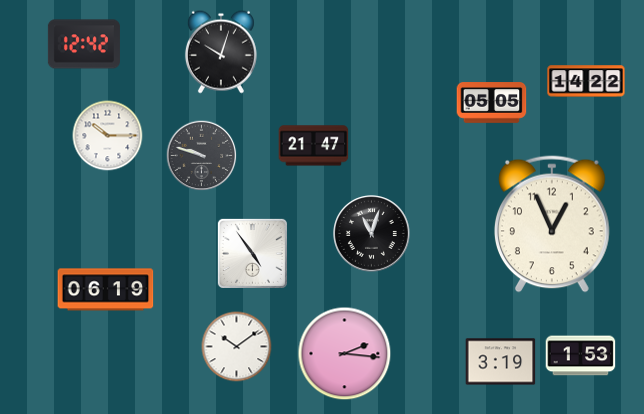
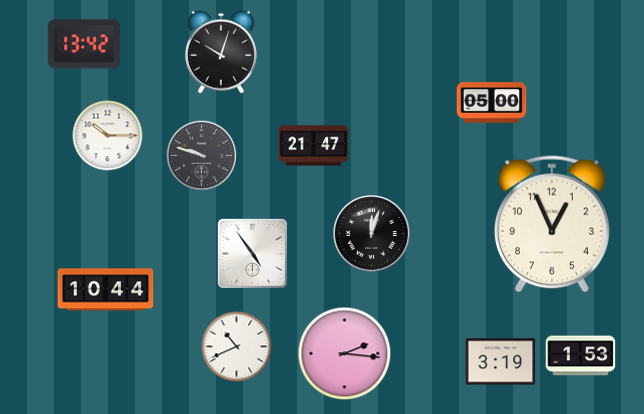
clock at (84, 44): 12:42 -> 13:42
clock at (586, 81): 14:22 -> none
clock at (492, 103): 05:05 -> 05:00
clock at (372, 234): 11:03 -> 12:03
clock at (106, 290): 06:19 -> 10:44
clock at (237, 347): 10:09 -> 10:41
